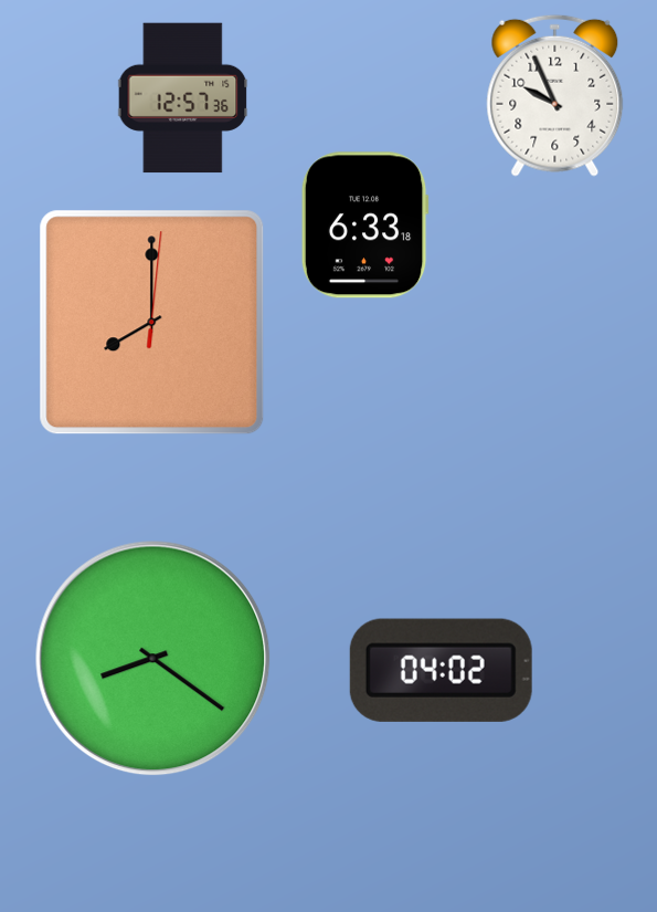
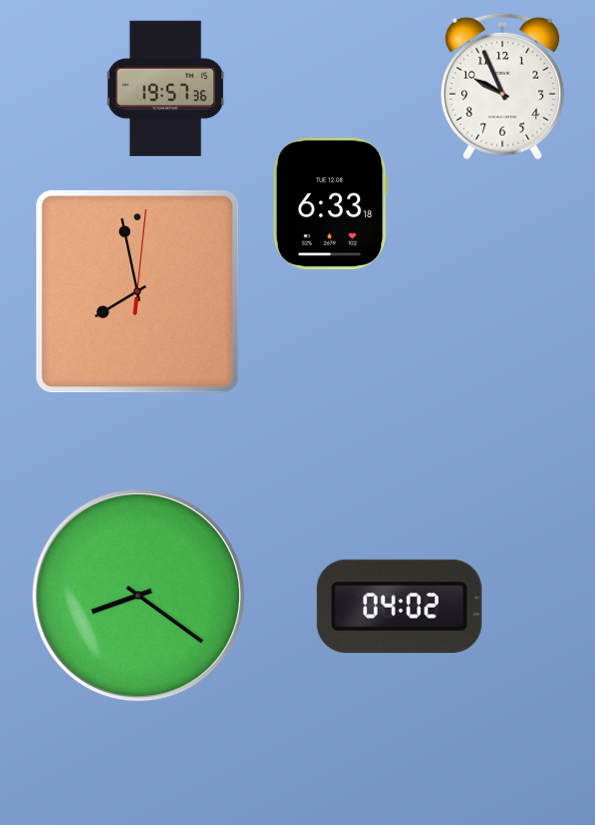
clock at (183, 98): 12:57 -> 19:57
clock at (152, 323): 8:00 -> 7:58
